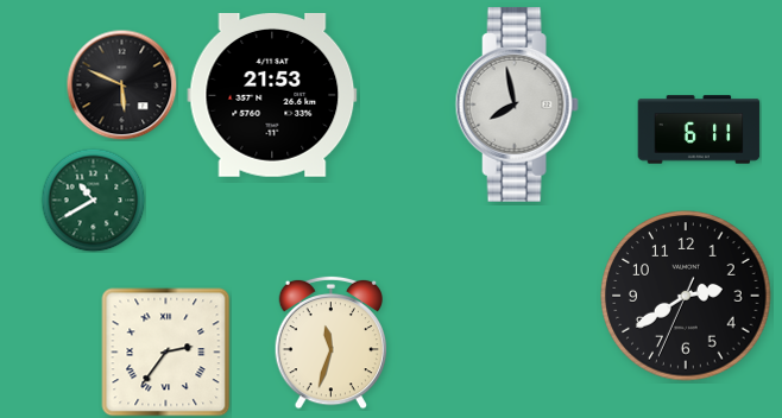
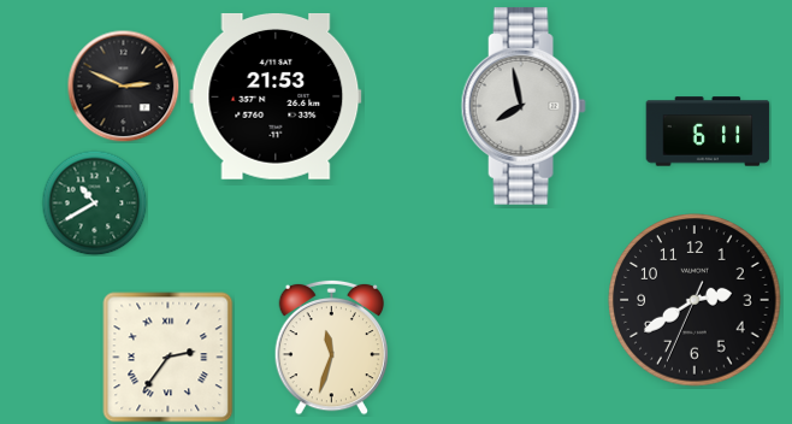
clock at (121, 84): 5:49 -> 2:49
clock at (332, 342) position: (332, 342) -> (332, 347)
